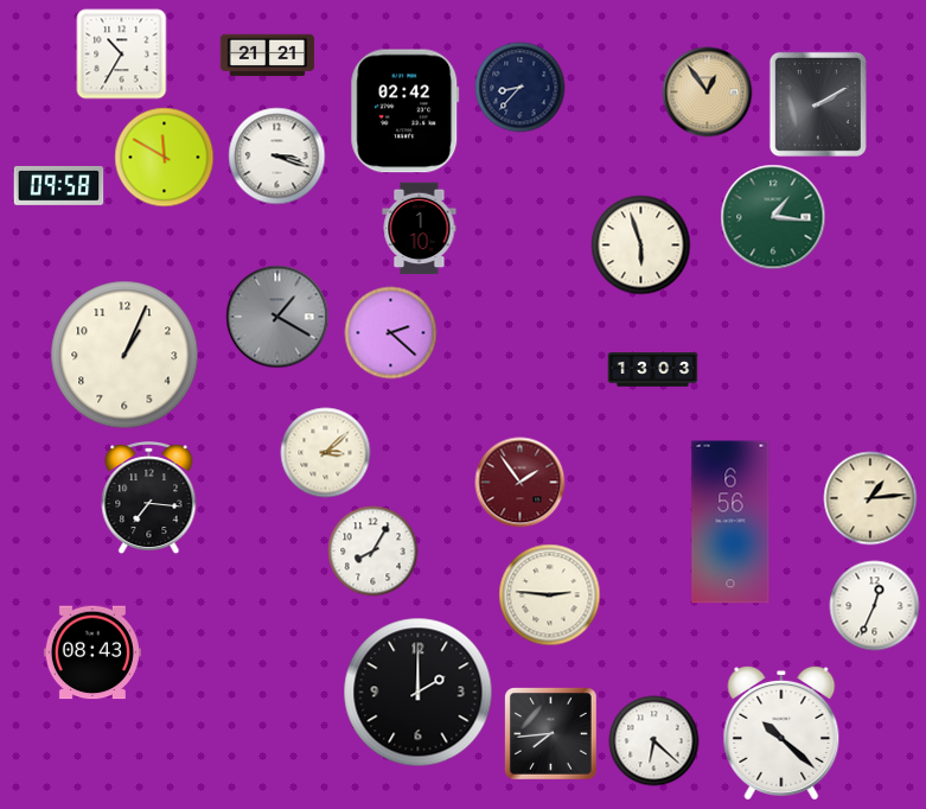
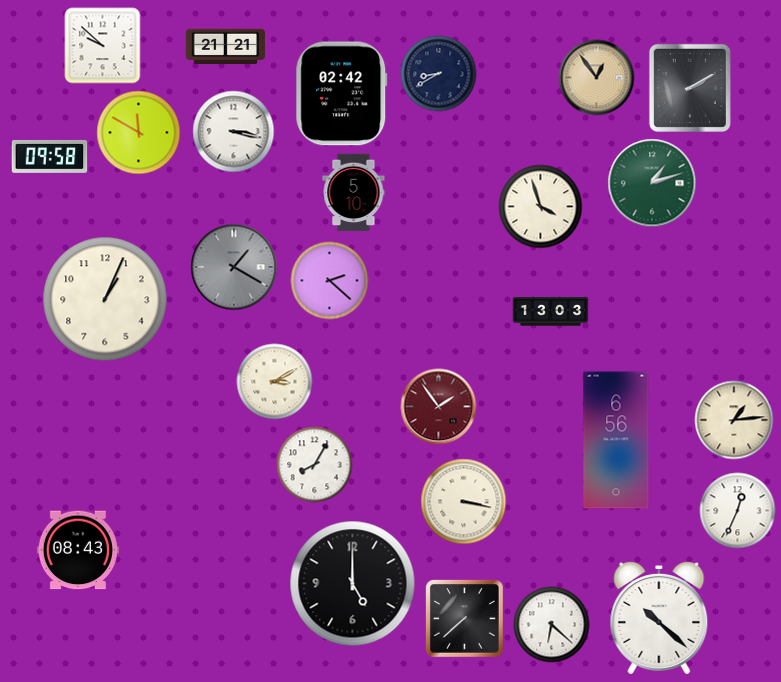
clock at (122, 55): 10:35 -> 9:52
clock at (521, 88): 8:37 -> 8:40
clock at (277, 157): 3:18 -> 3:17
clock at (773, 217): 1:16 -> 1:12
clock at (420, 229): 1:10 -> 5:10
clock at (641, 246): 5:57 -> 3:57
clock at (326, 453): 3:08 -> 3:10
clock at (149, 499): 7:16 -> none
clock at (550, 595): 2:46 -> 3:17
clock at (419, 693): 2:00 -> 5:00
clock at (551, 734): 7:44 -> 7:38
